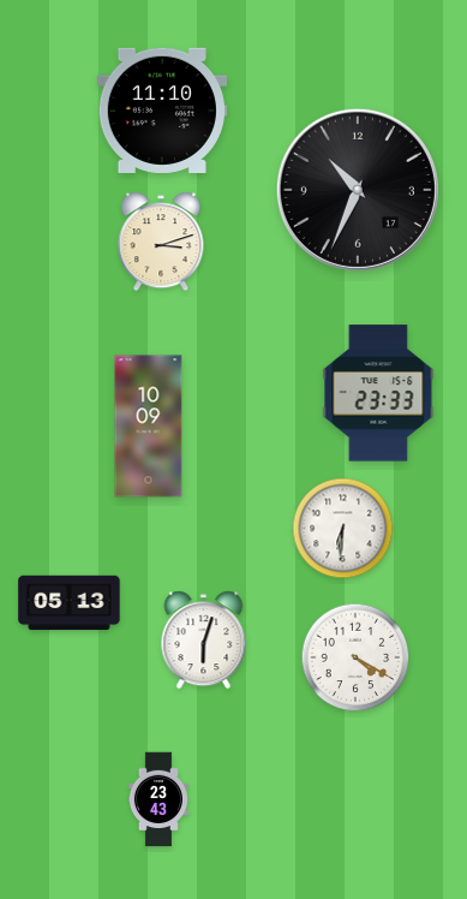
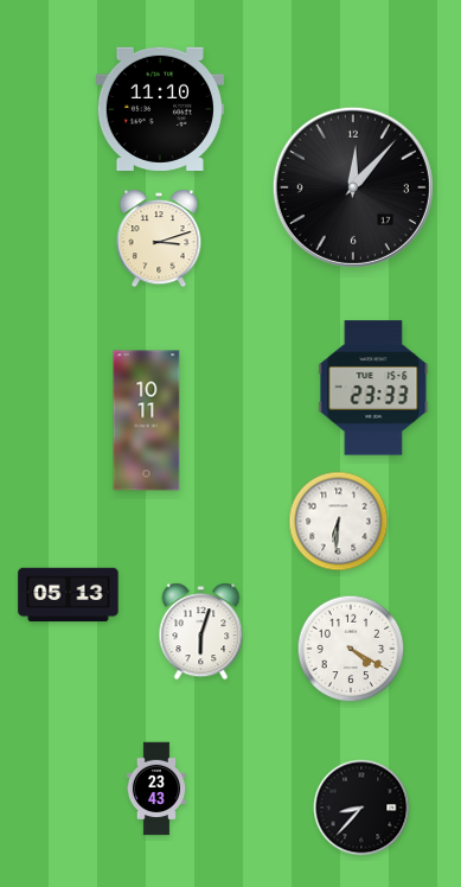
clock at (358, 190): 10:34 -> 12:07
clock at (149, 427): 10:09 -> 10:11
clock at (361, 808): none -> 8:37
